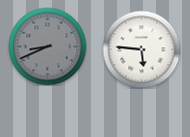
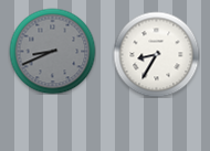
clock at (141, 49): 5:46 -> 8:35
